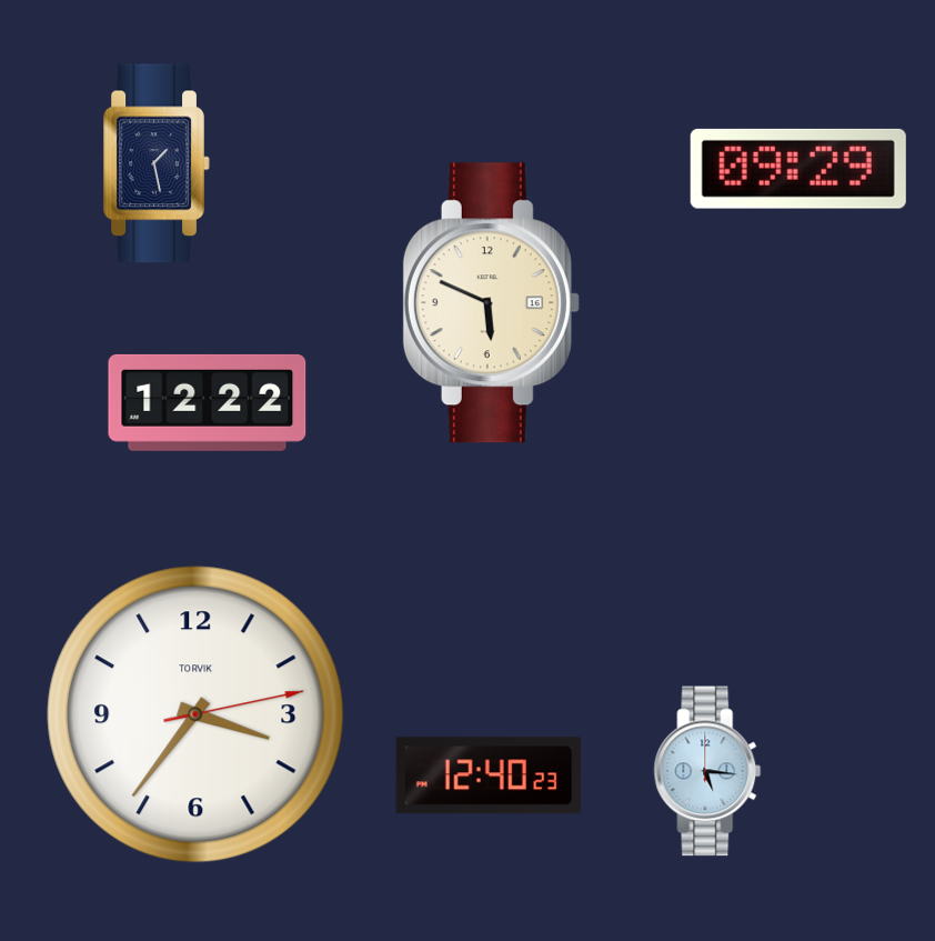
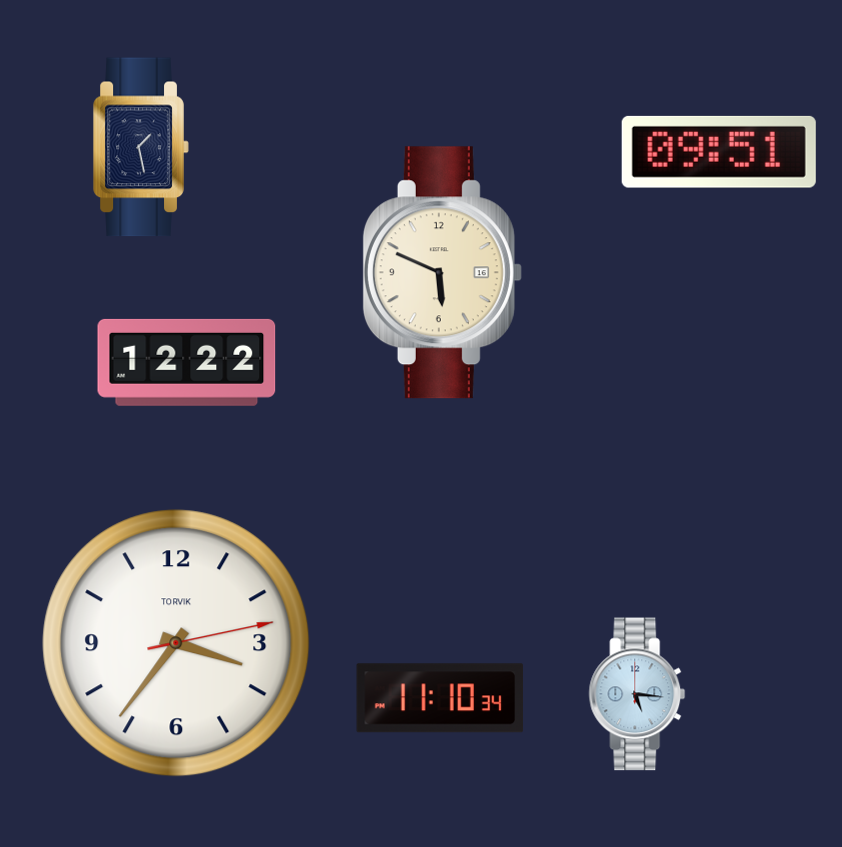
clock at (798, 169): 09:29 -> 09:51
clock at (489, 775): 12:40 -> 11:10
